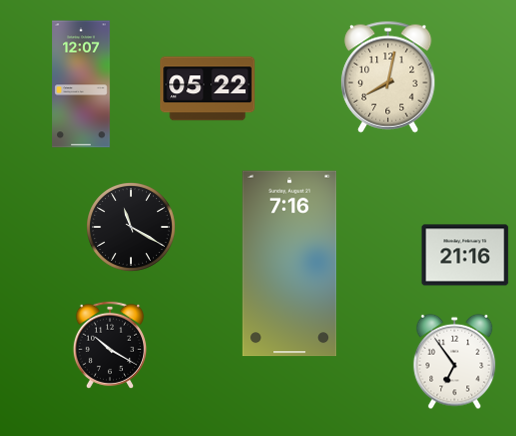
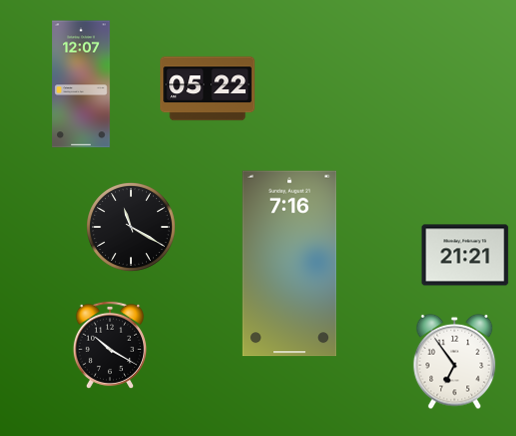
clock at (388, 77): 8:02 -> none
clock at (465, 255): 21:16 -> 21:21
